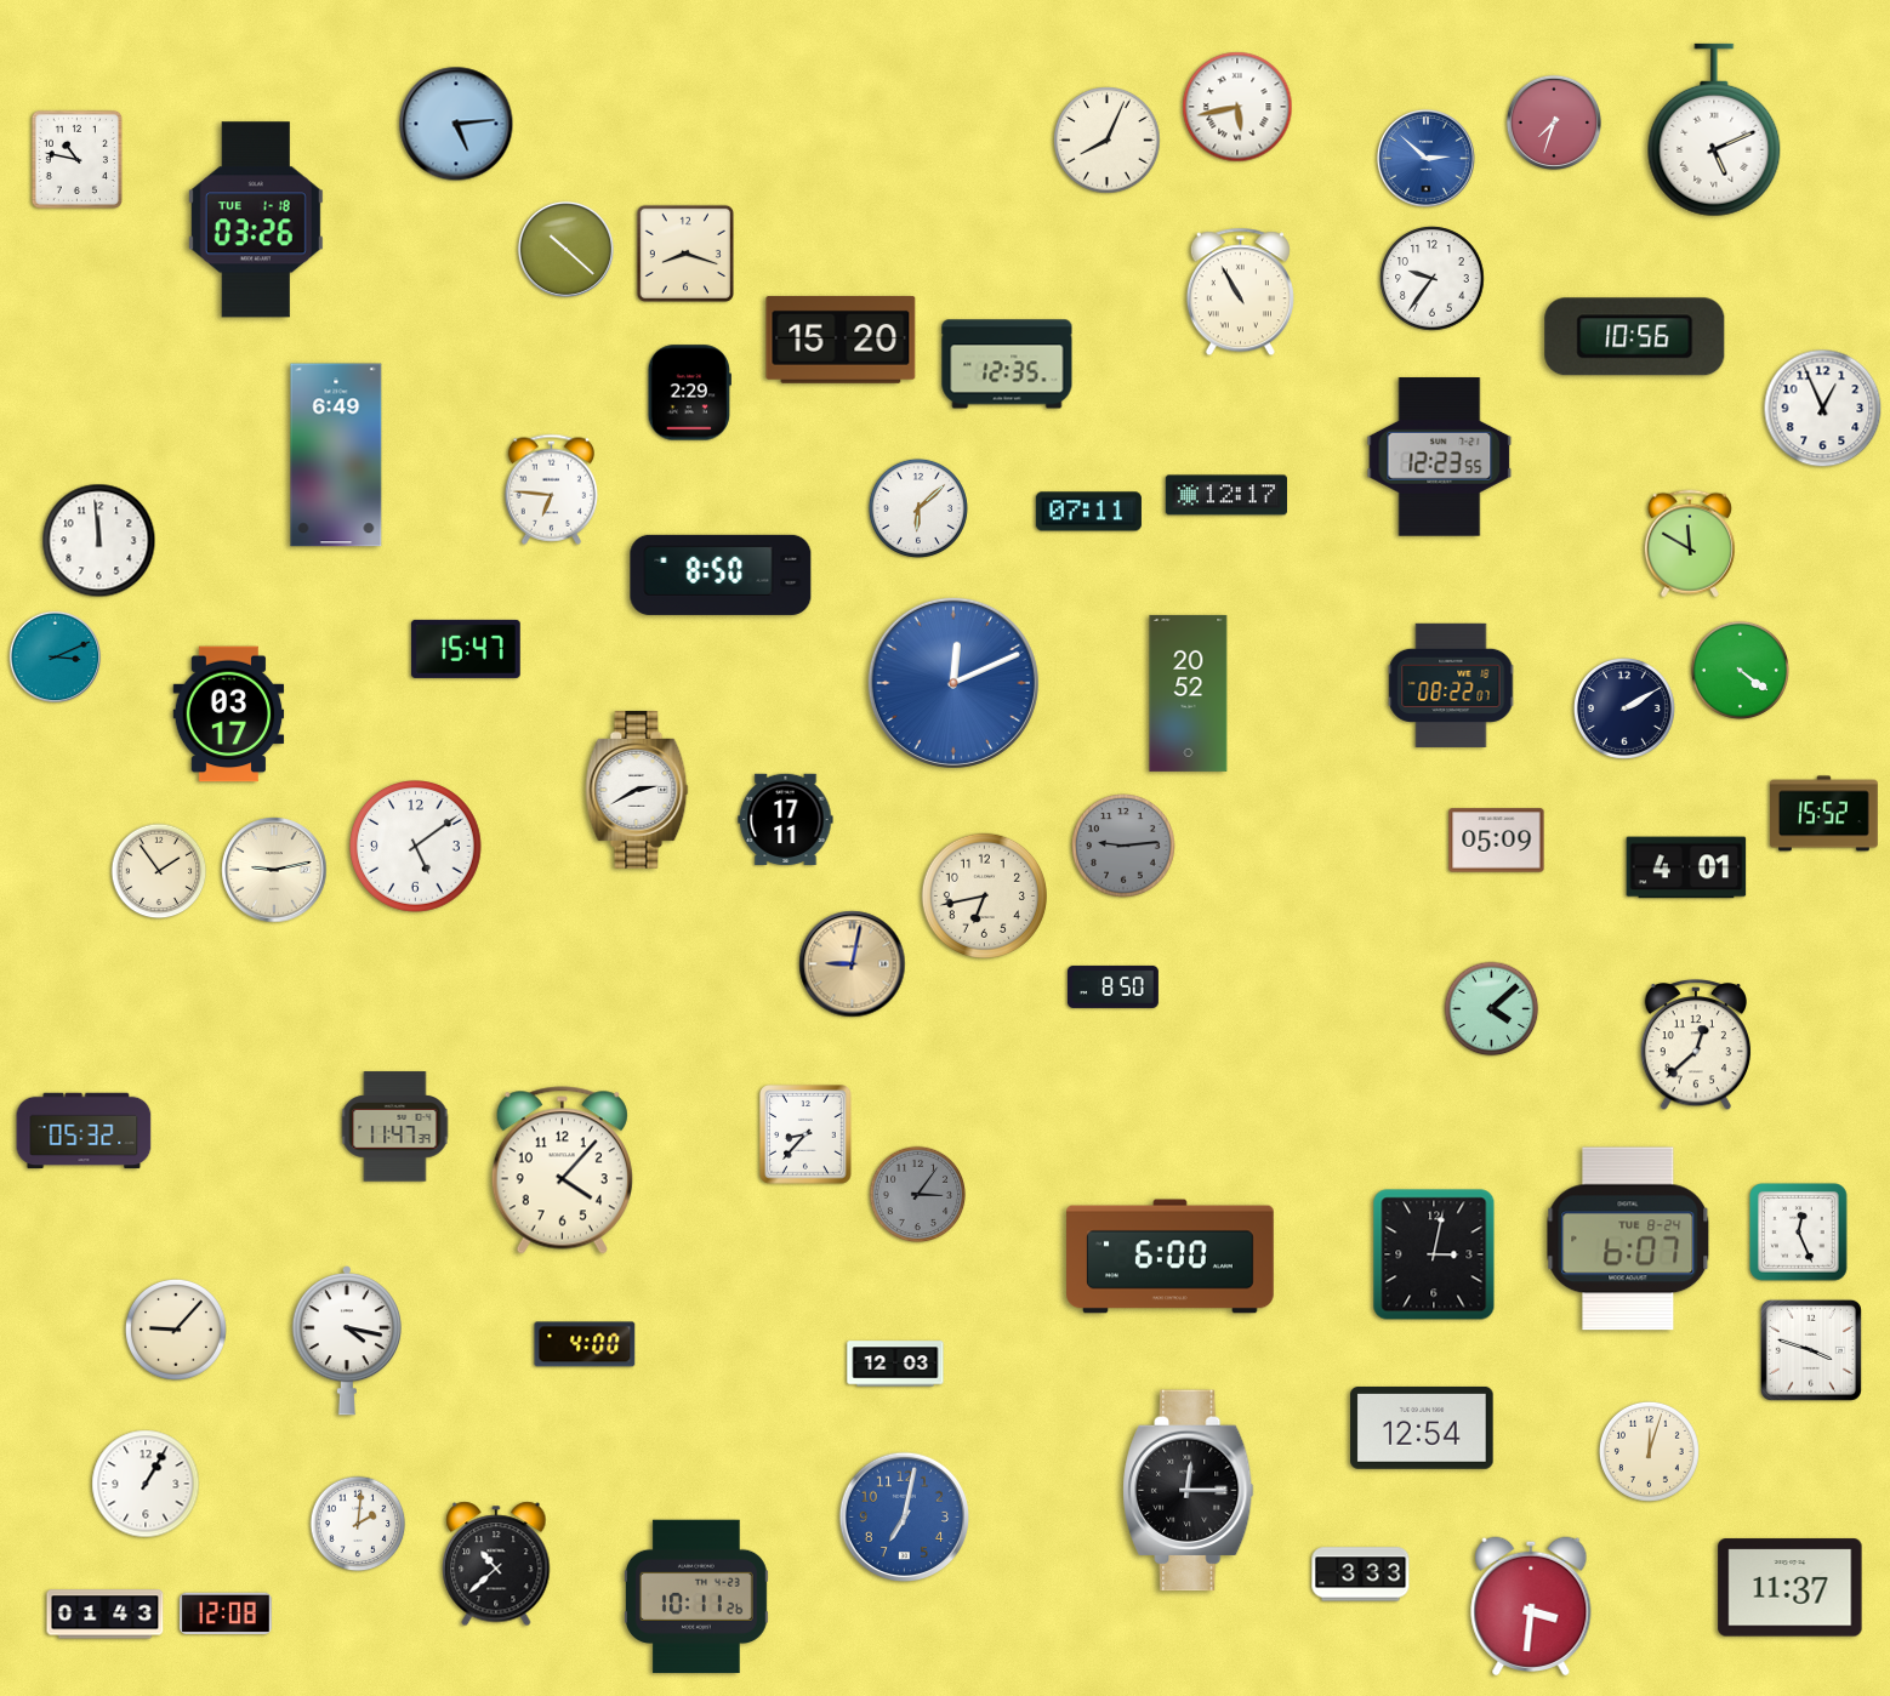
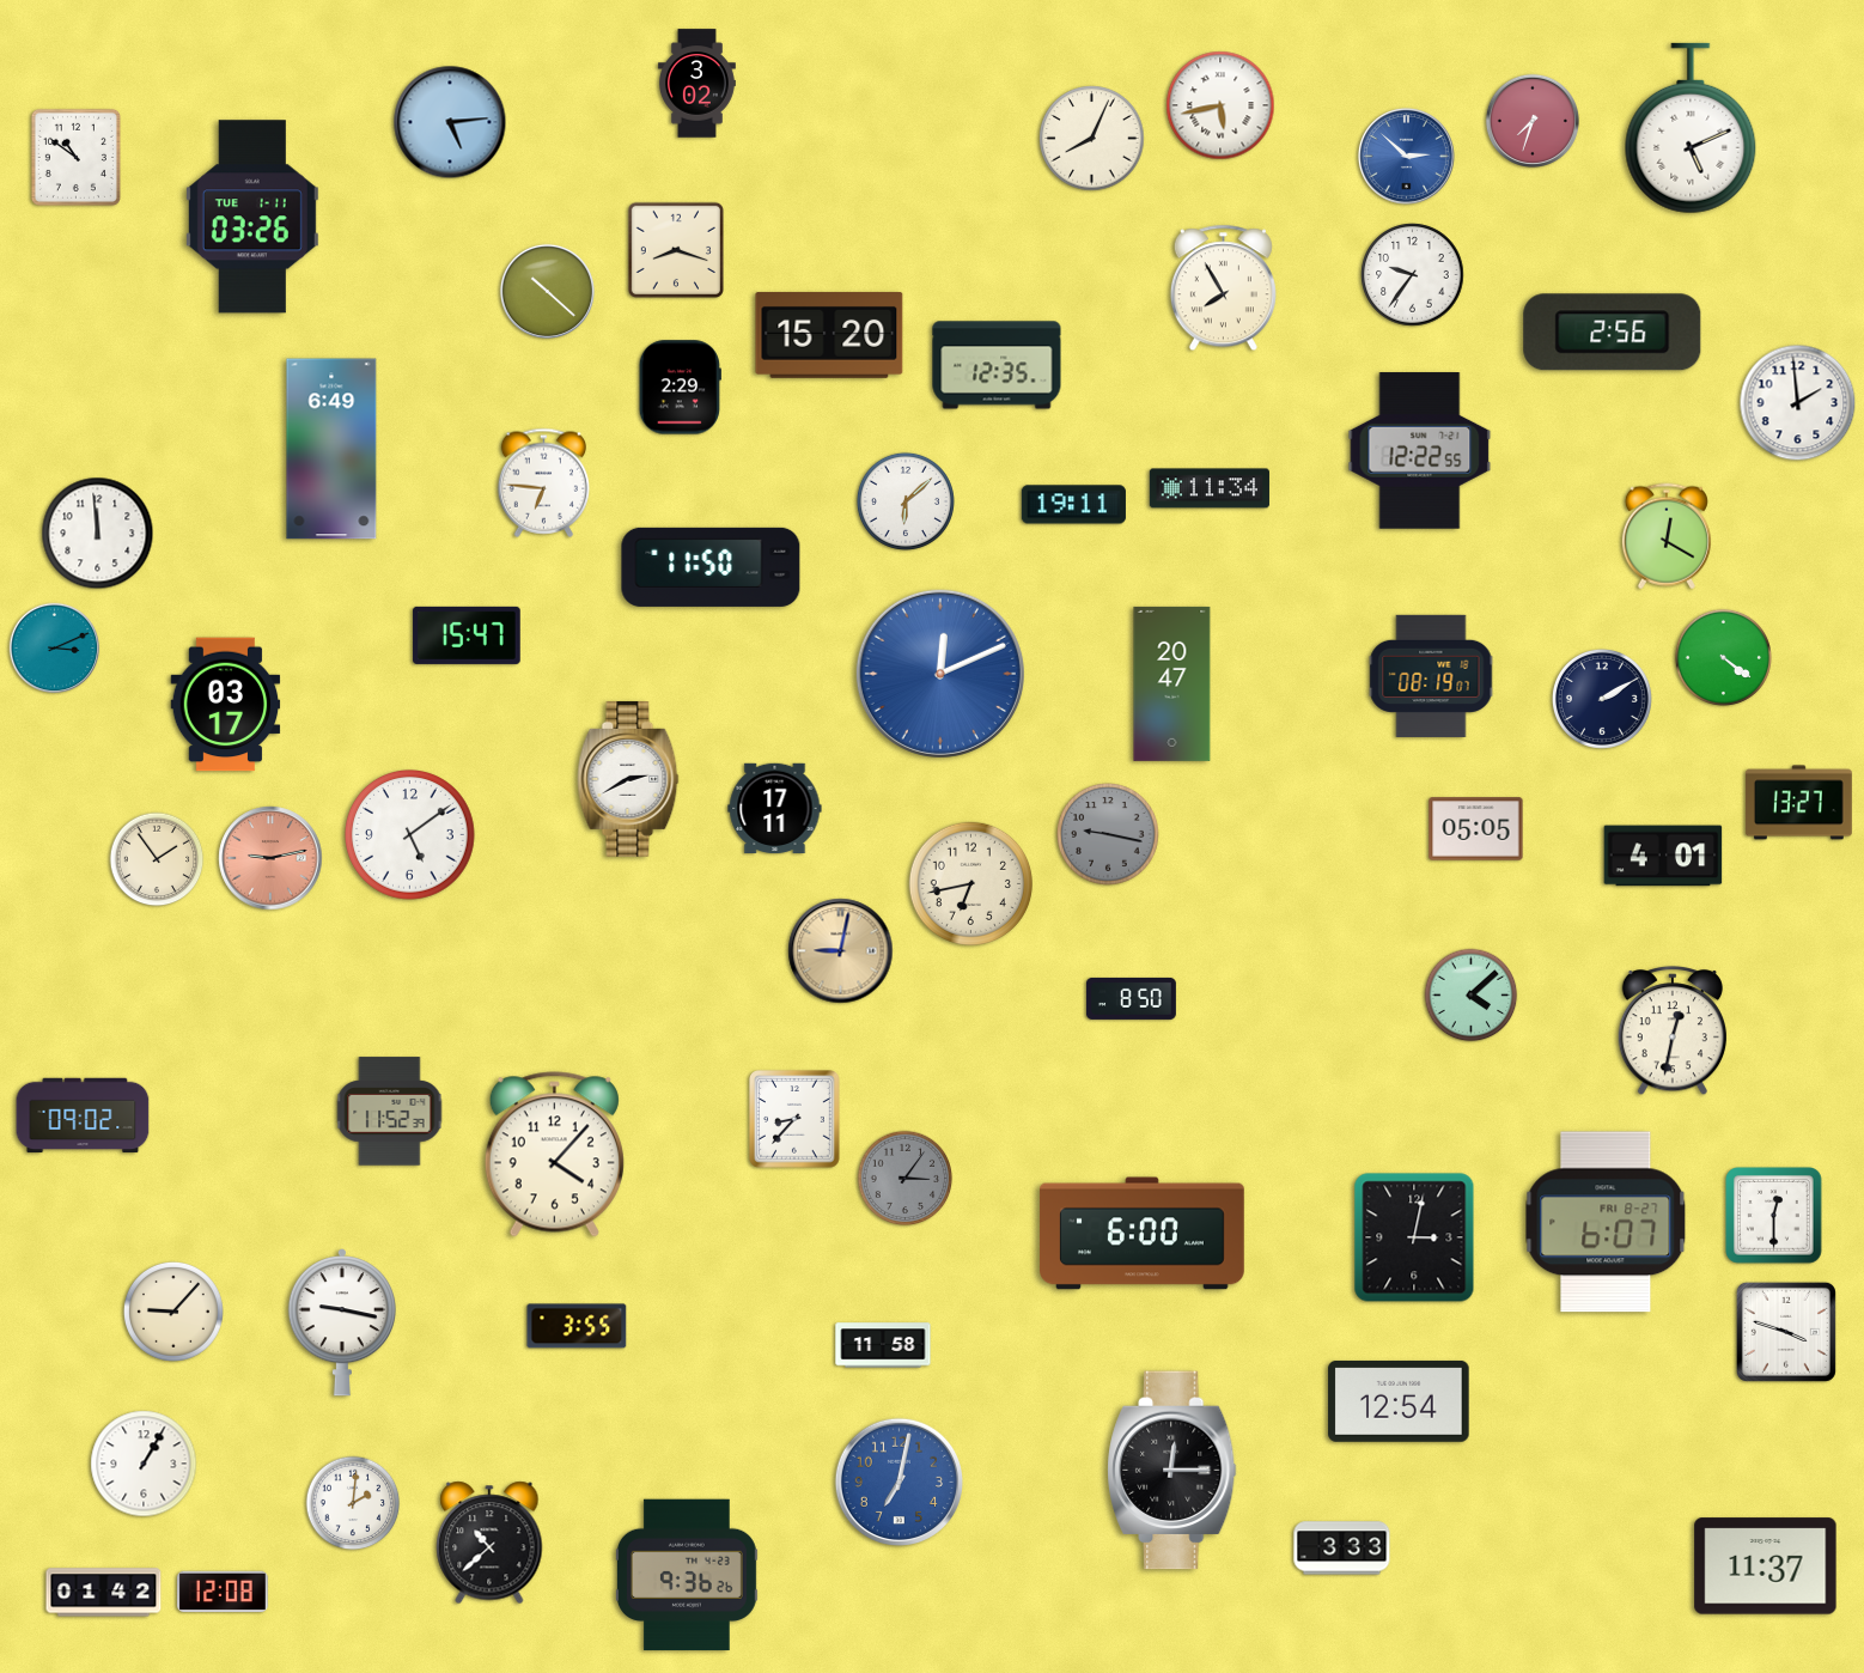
clock at (696, 84): none -> 3:02
clock at (76, 159): 10:47 -> 10:51
clock at (256, 220) date: TUE 1-18 -> TUE 1-11
clock at (565, 249) position: (565, 249) -> (547, 291)
clock at (1240, 292): 10:55 -> 7:55
clock at (1635, 337): 10:56 -> 2:56
clock at (1007, 364) position: (1007, 364) -> (997, 365)
clock at (1823, 409): 12:56 -> 1:59
clock at (1440, 457): 12:23 -> 12:22
clock at (1226, 495): 12:17 -> 11:34
clock at (1088, 512): 07:11 -> 19:11
clock at (1690, 543): 11:50 -> 12:20
clock at (721, 575): 8:50 -> 11:50
clock at (466, 649) position: (466, 649) -> (467, 635)
clock at (1740, 670) position: (1740, 670) -> (1723, 657)
clock at (1451, 685): 08:22 -> 08:19
clock at (1189, 693): 20:52 -> 20:47
clock at (1823, 814): 15:52 -> 13:27
clock at (1497, 841): 05:09 -> 05:05
clock at (1123, 846): 9:14 -> 9:17
clock at (274, 870) dial: cream -> salmon
clock at (1112, 986) position: (1112, 986) -> (1131, 998)
clock at (1696, 1046): 12:38 -> 12:32
clock at (395, 1127): 11:47 -> 11:52
clock at (84, 1131): 05:32 -> 09:02
clock at (1799, 1233): 12:26 -> 12:30
clock at (1628, 1239) date: TUE 8-24 -> FRI 8-27
clock at (1171, 1257) position: (1171, 1257) -> (1143, 1234)
clock at (347, 1342): 4:17 -> 9:17
clock at (585, 1344): 4:00 -> 3:55
clock at (895, 1364): 12:03 -> 11:58
clock at (1422, 1428) position: (1422, 1428) -> (1399, 1401)
clock at (1649, 1451): 12:03 -> none
clock at (905, 1518) position: (905, 1518) -> (900, 1483)
clock at (1361, 1575) position: (1361, 1575) -> (1342, 1549)
clock at (696, 1597): 10:11 -> 9:36
clock at (1531, 1605): 3:31 -> none
clock at (106, 1615): 01:43 -> 01:42
